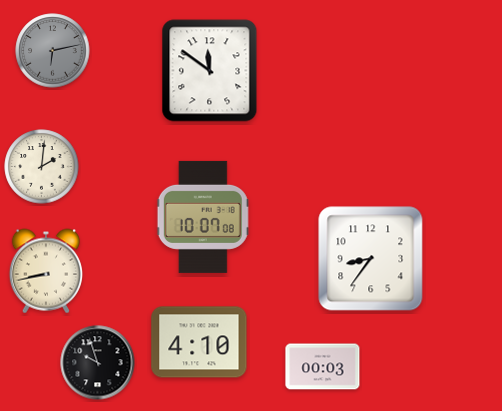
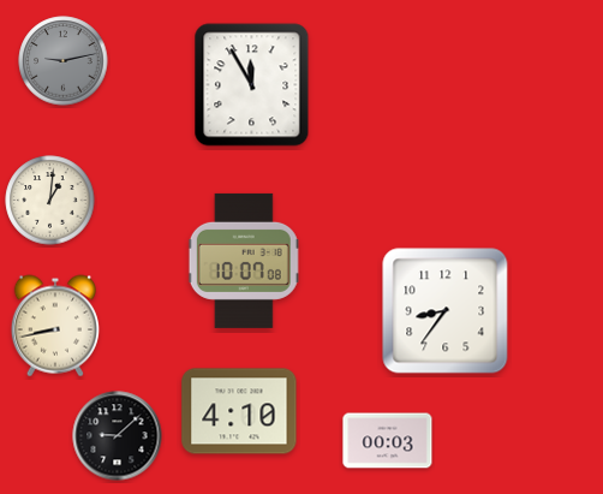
clock at (53, 51): 6:13 -> 9:13
clock at (210, 71): 11:51 -> 11:55
clock at (42, 167): 2:01 -> 1:01
clock at (98, 363): 9:57 -> 9:08
